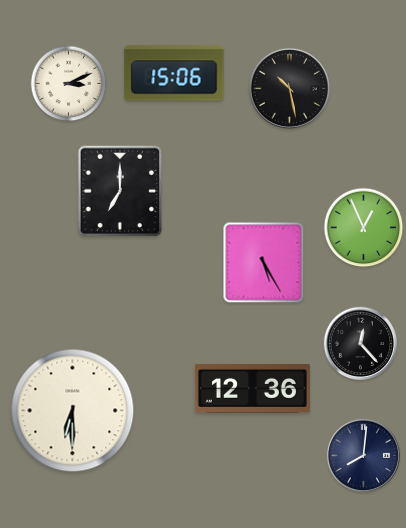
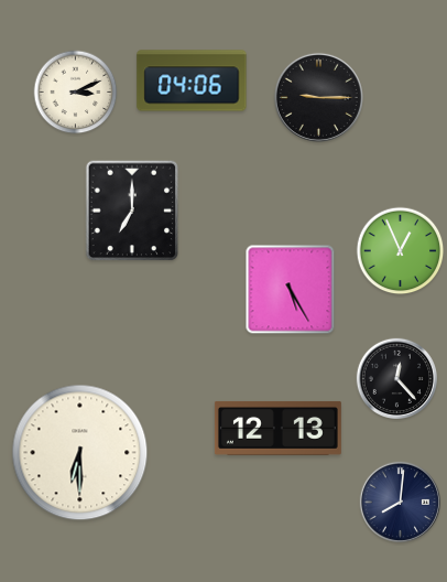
clock at (174, 73): 15:06 -> 04:06
clock at (289, 88): 10:28 -> 9:15
clock at (252, 388): 12:36 -> 12:13
